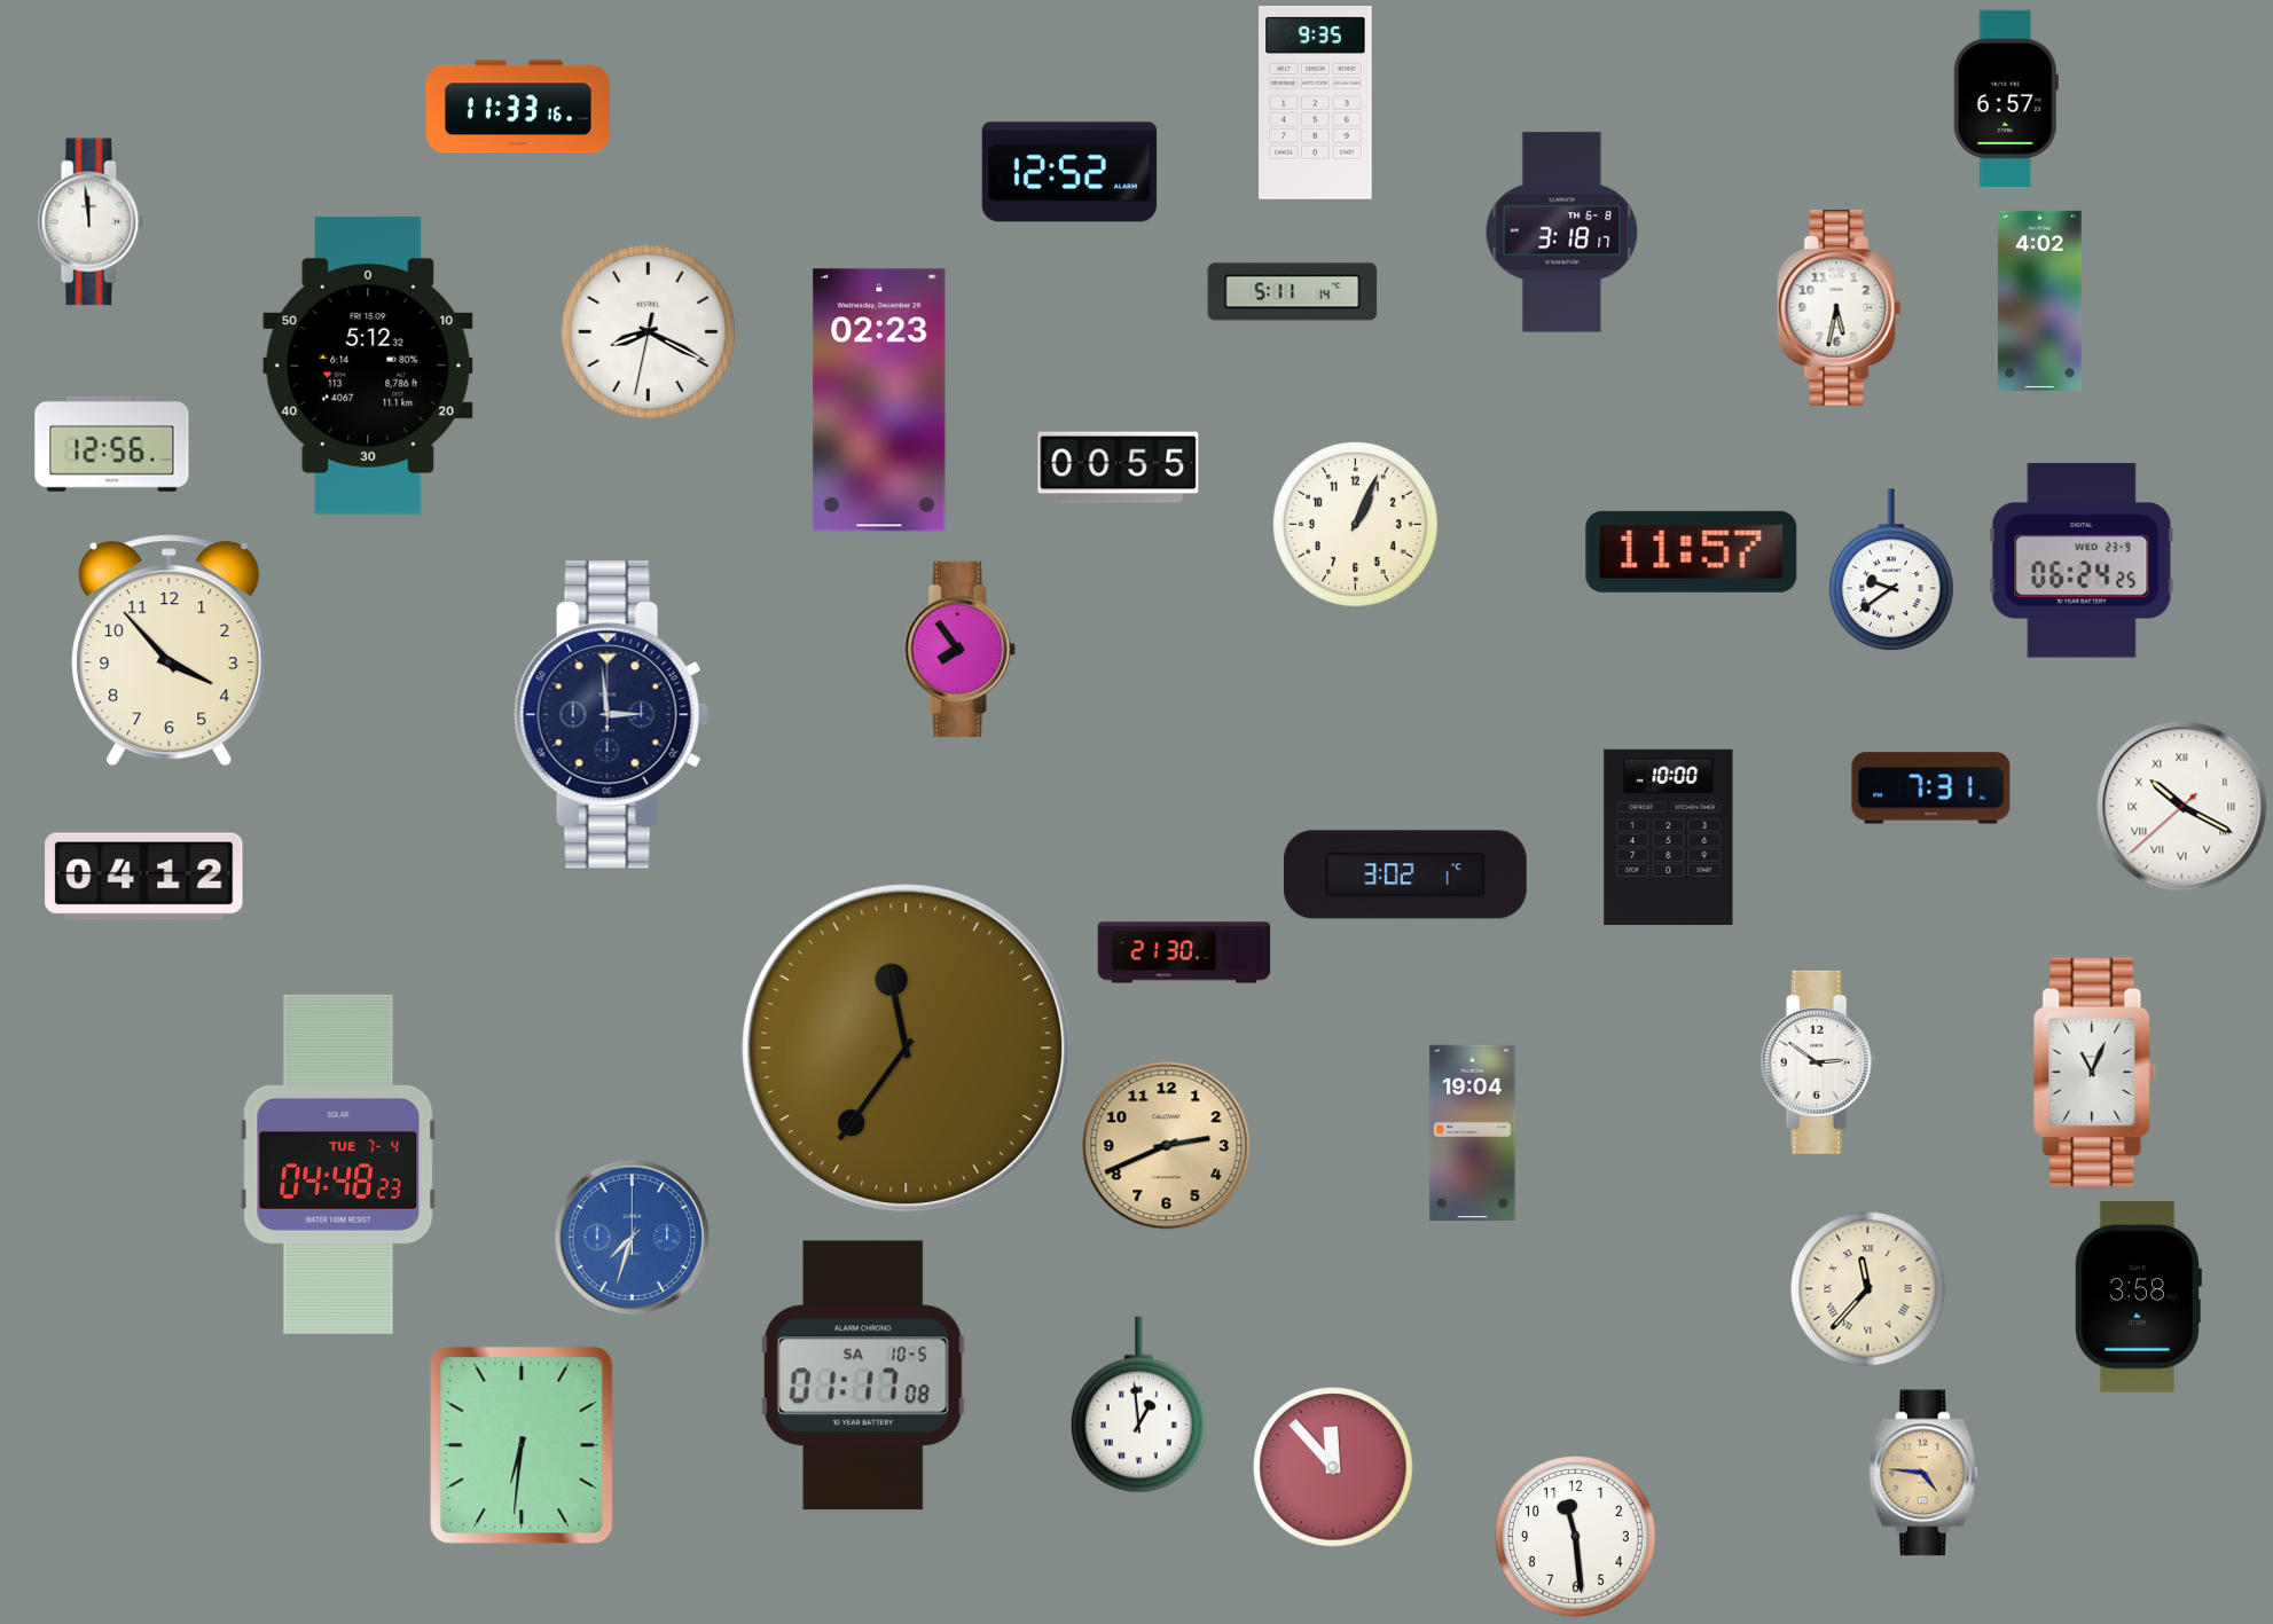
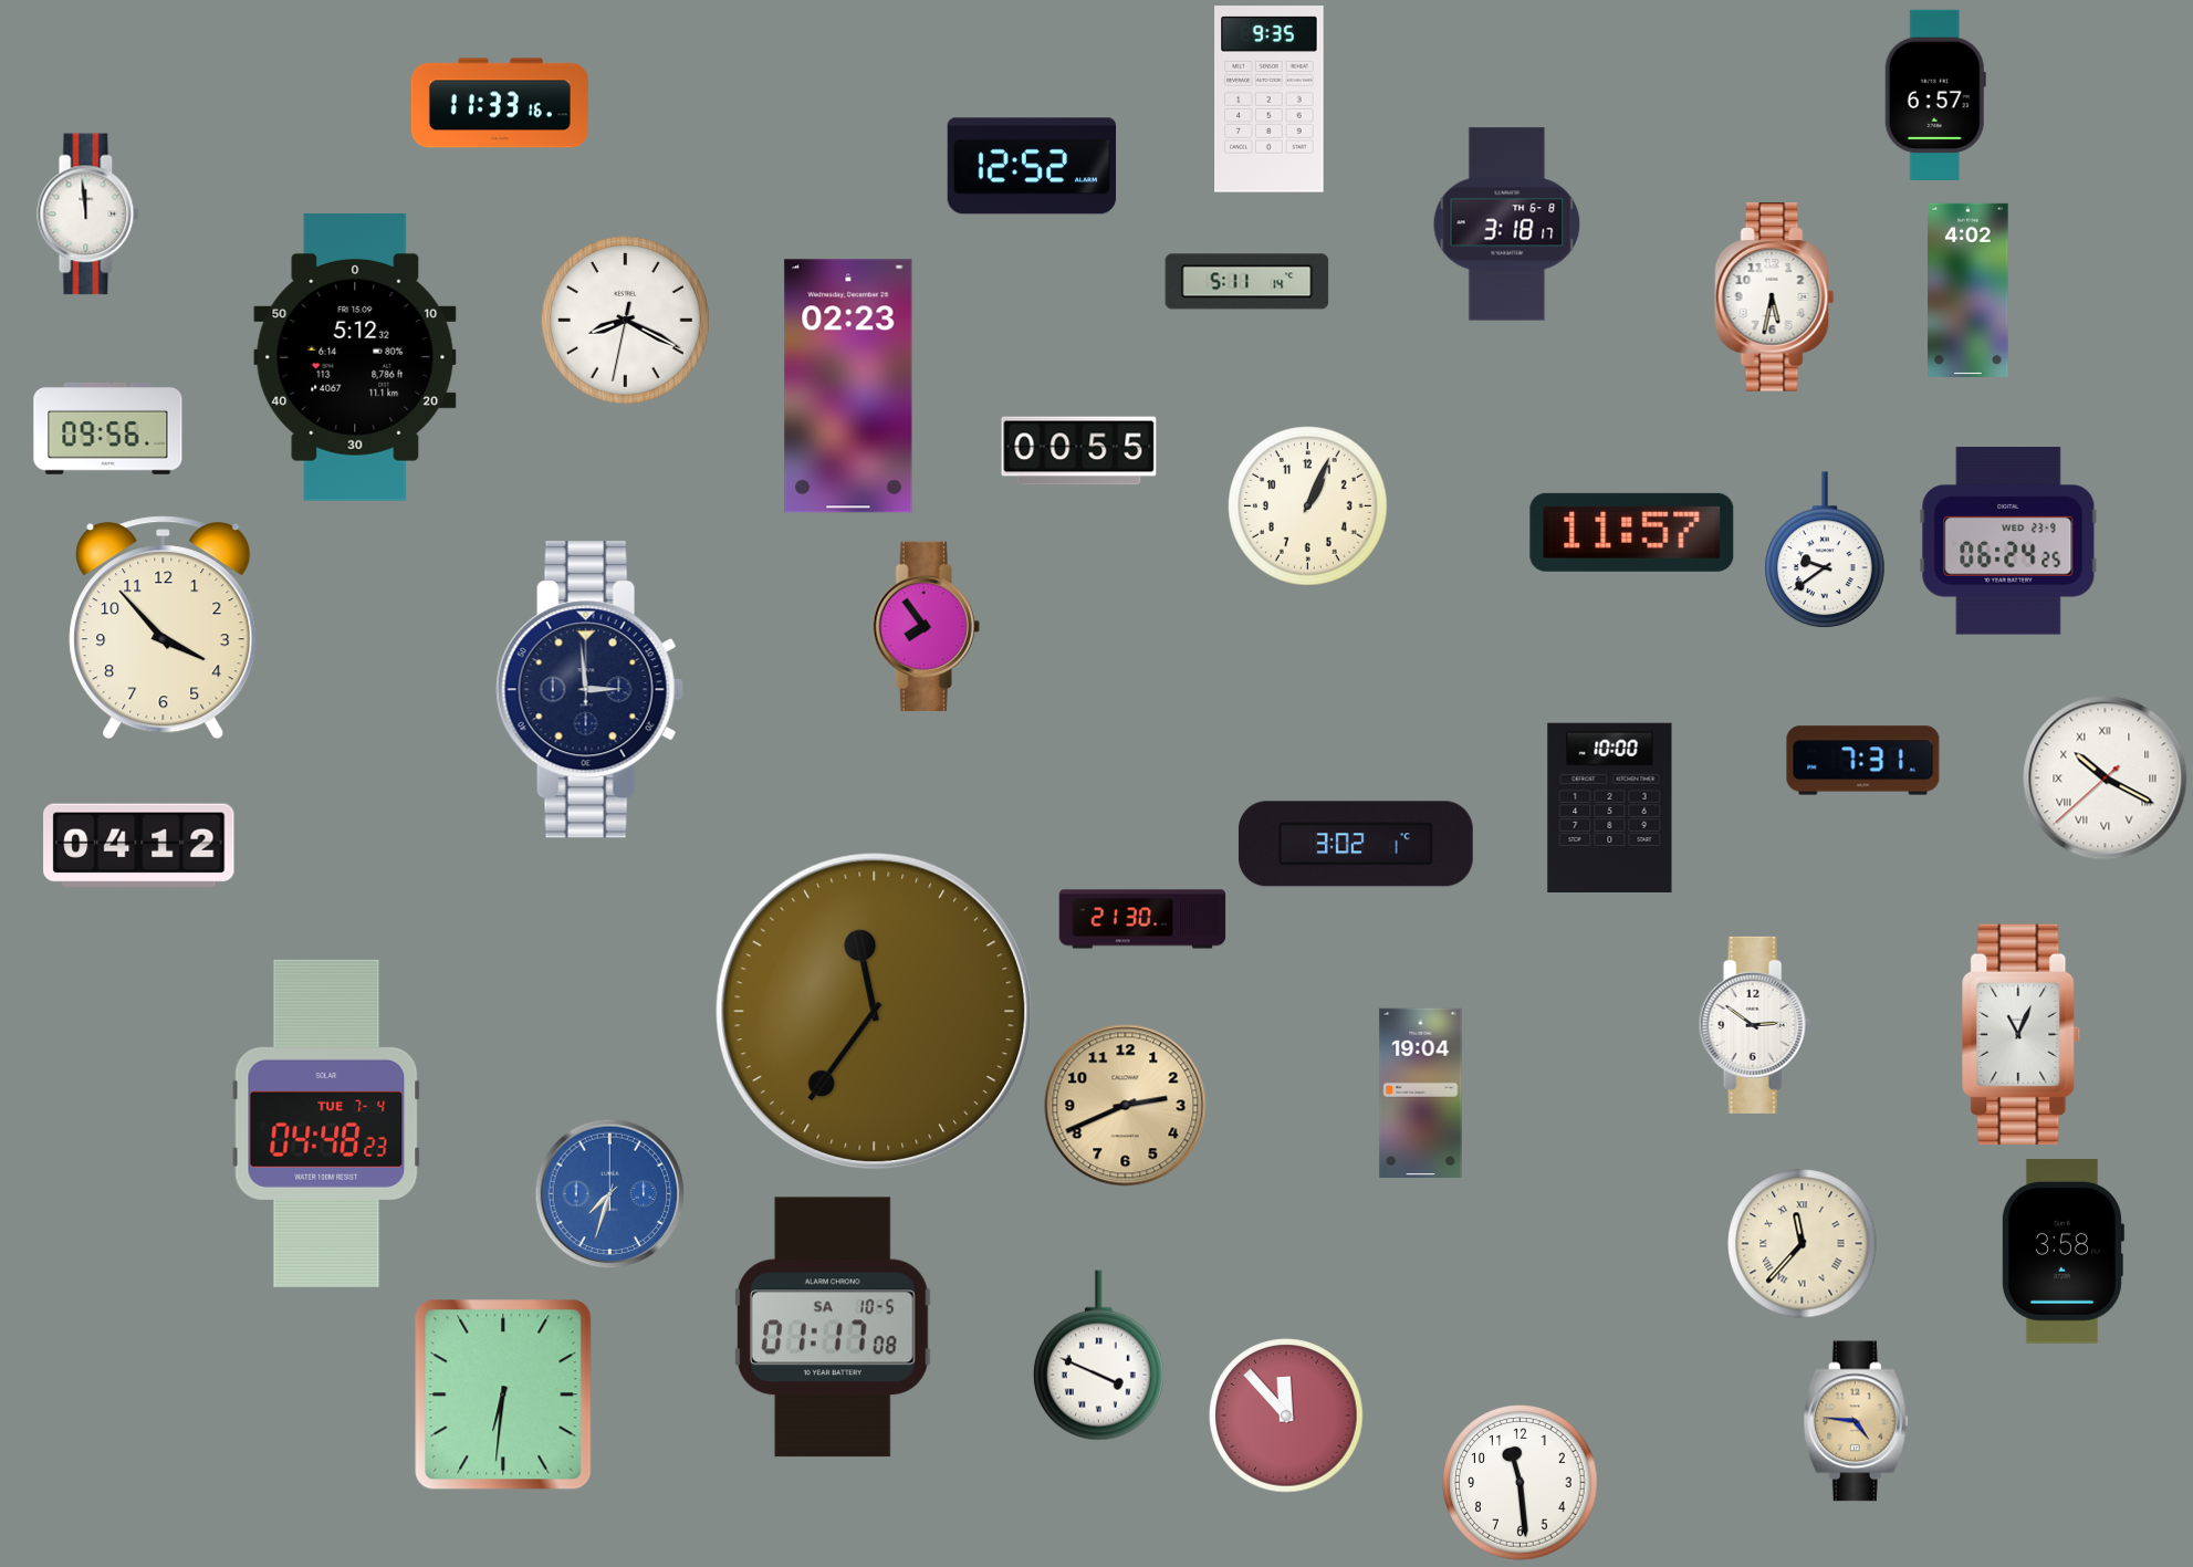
clock at (368, 367) position: (368, 367) -> (355, 358)
clock at (112, 444): 12:56 -> 09:56
clock at (1138, 1405): 12:59 -> 3:49
